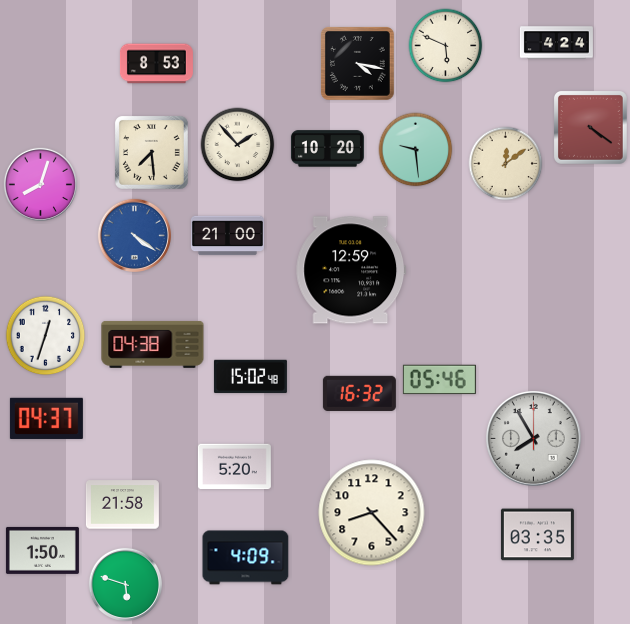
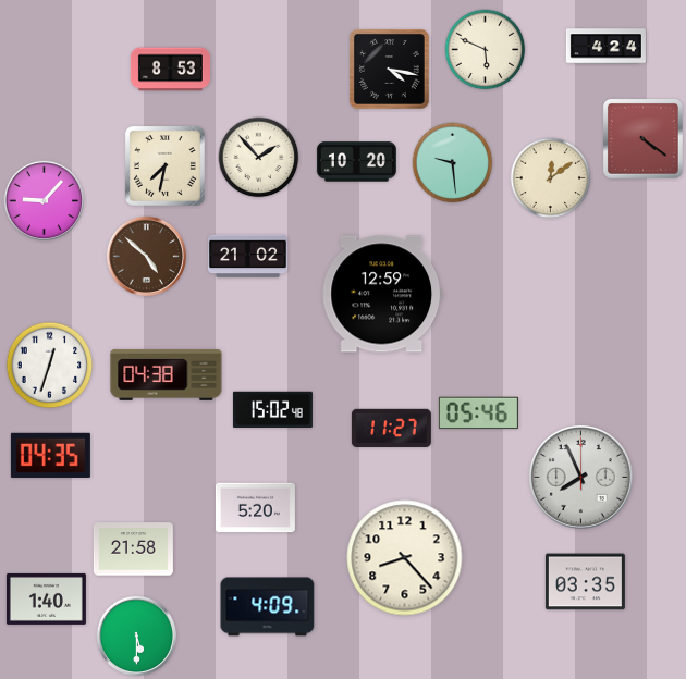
clock at (151, 152): 7:29 -> 7:32
clock at (40, 184): 8:03 -> 9:07
clock at (134, 235): 4:21 -> 4:52
clock at (134, 235) dial: blue -> brown
clock at (227, 236): 21:00 -> 21:02
clock at (359, 393): 16:32 -> 11:27
clock at (46, 418): 04:37 -> 04:35
clock at (533, 438): 7:55 -> 7:56
clock at (42, 550): 1:50 -> 1:40
clock at (125, 584): 5:48 -> 5:30
